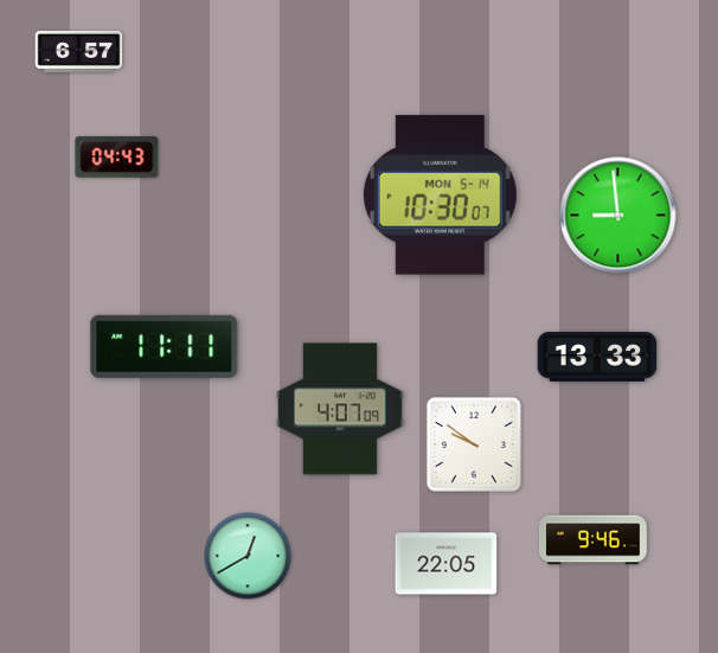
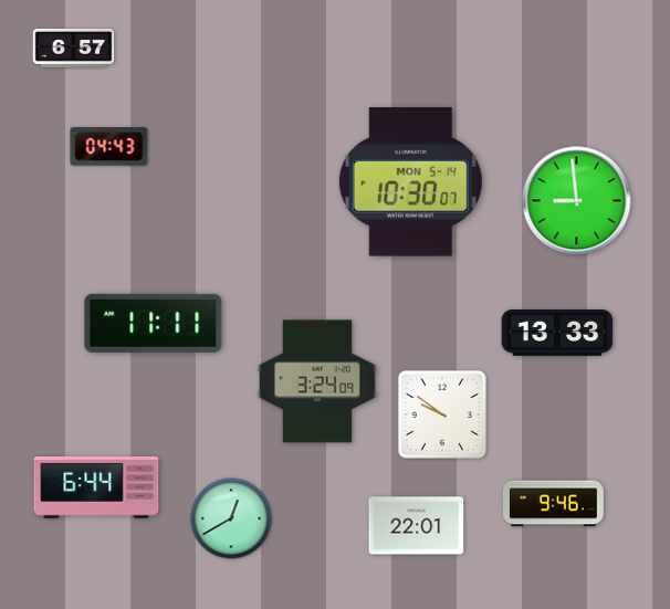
clock at (340, 409): 4:07 -> 3:24
clock at (96, 487): none -> 6:44
clock at (447, 564): 22:05 -> 22:01
